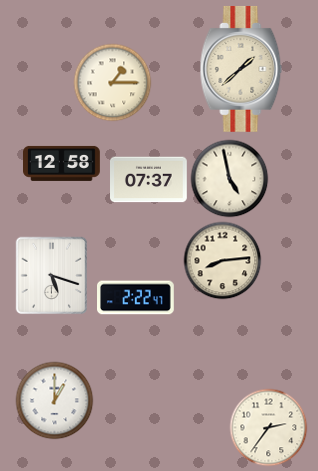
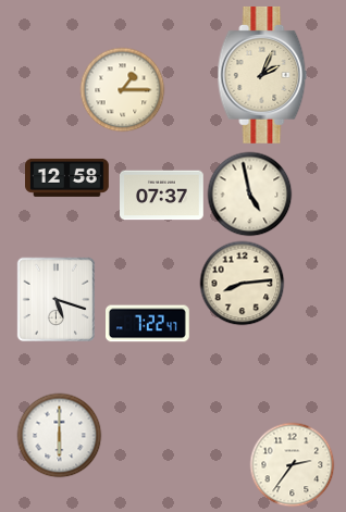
clock at (241, 69): 1:38 -> 2:04
clock at (136, 298): 2:22 -> 7:22
clock at (54, 400): 1:00 -> 6:00
